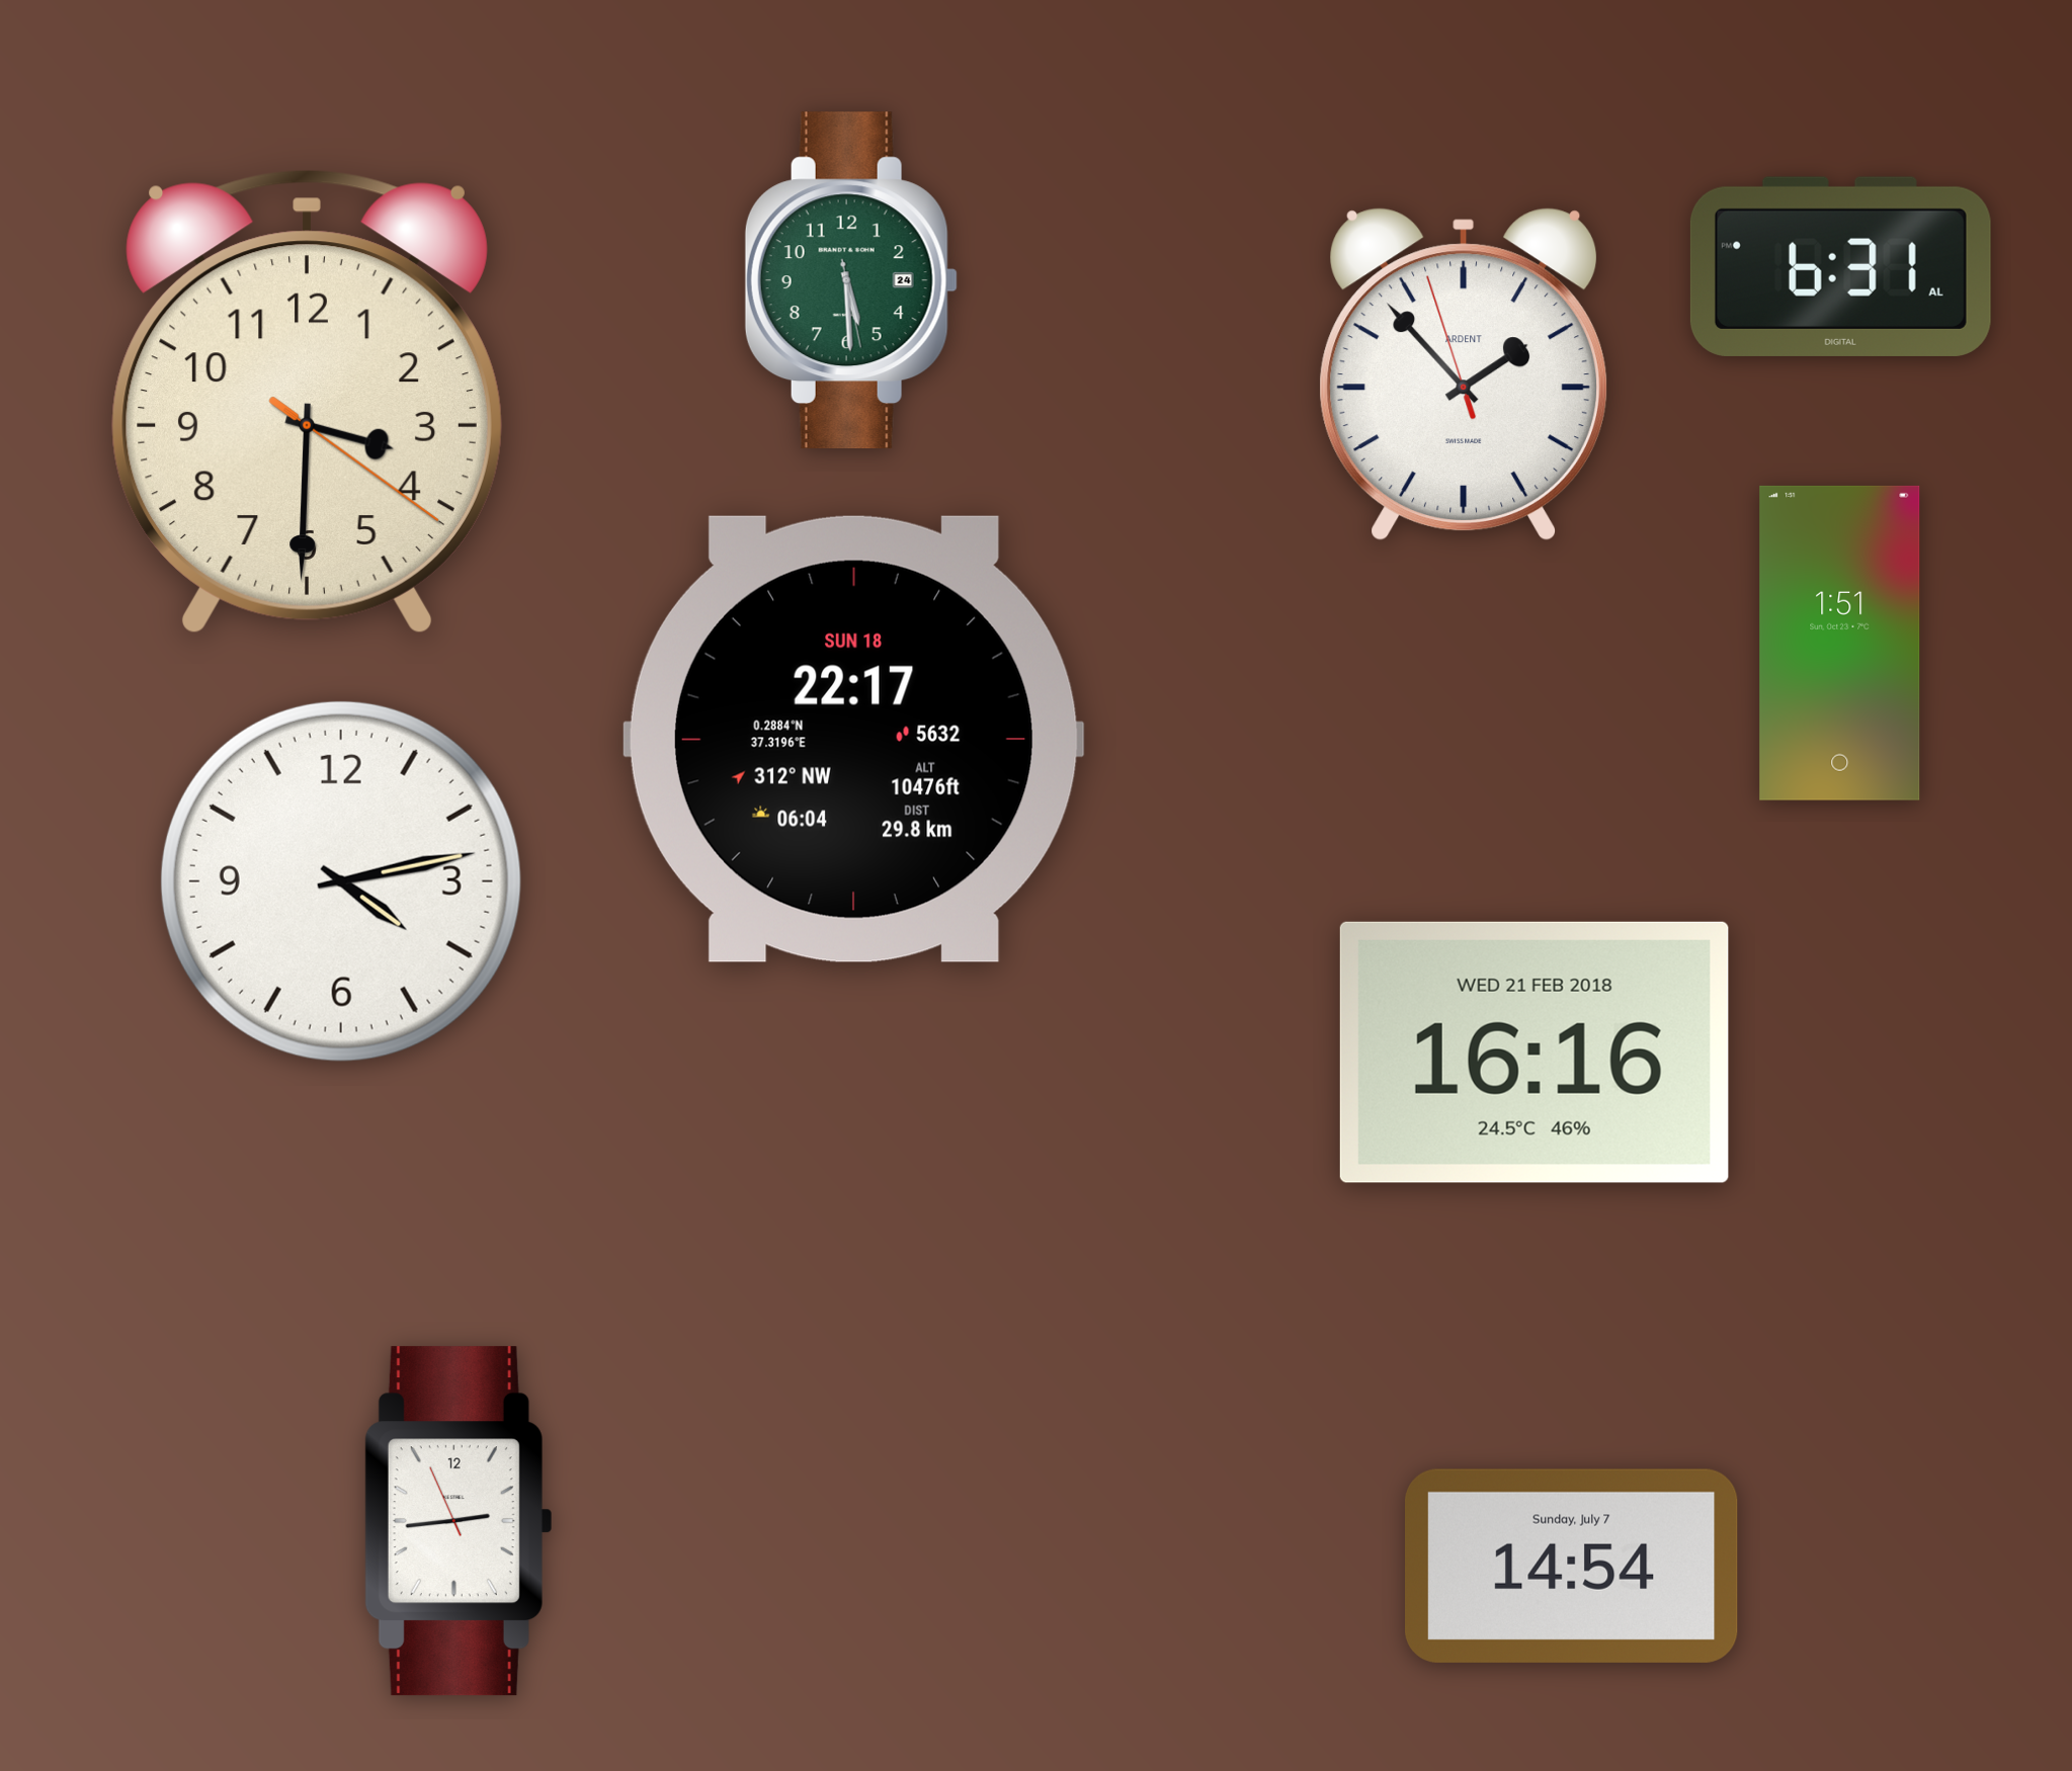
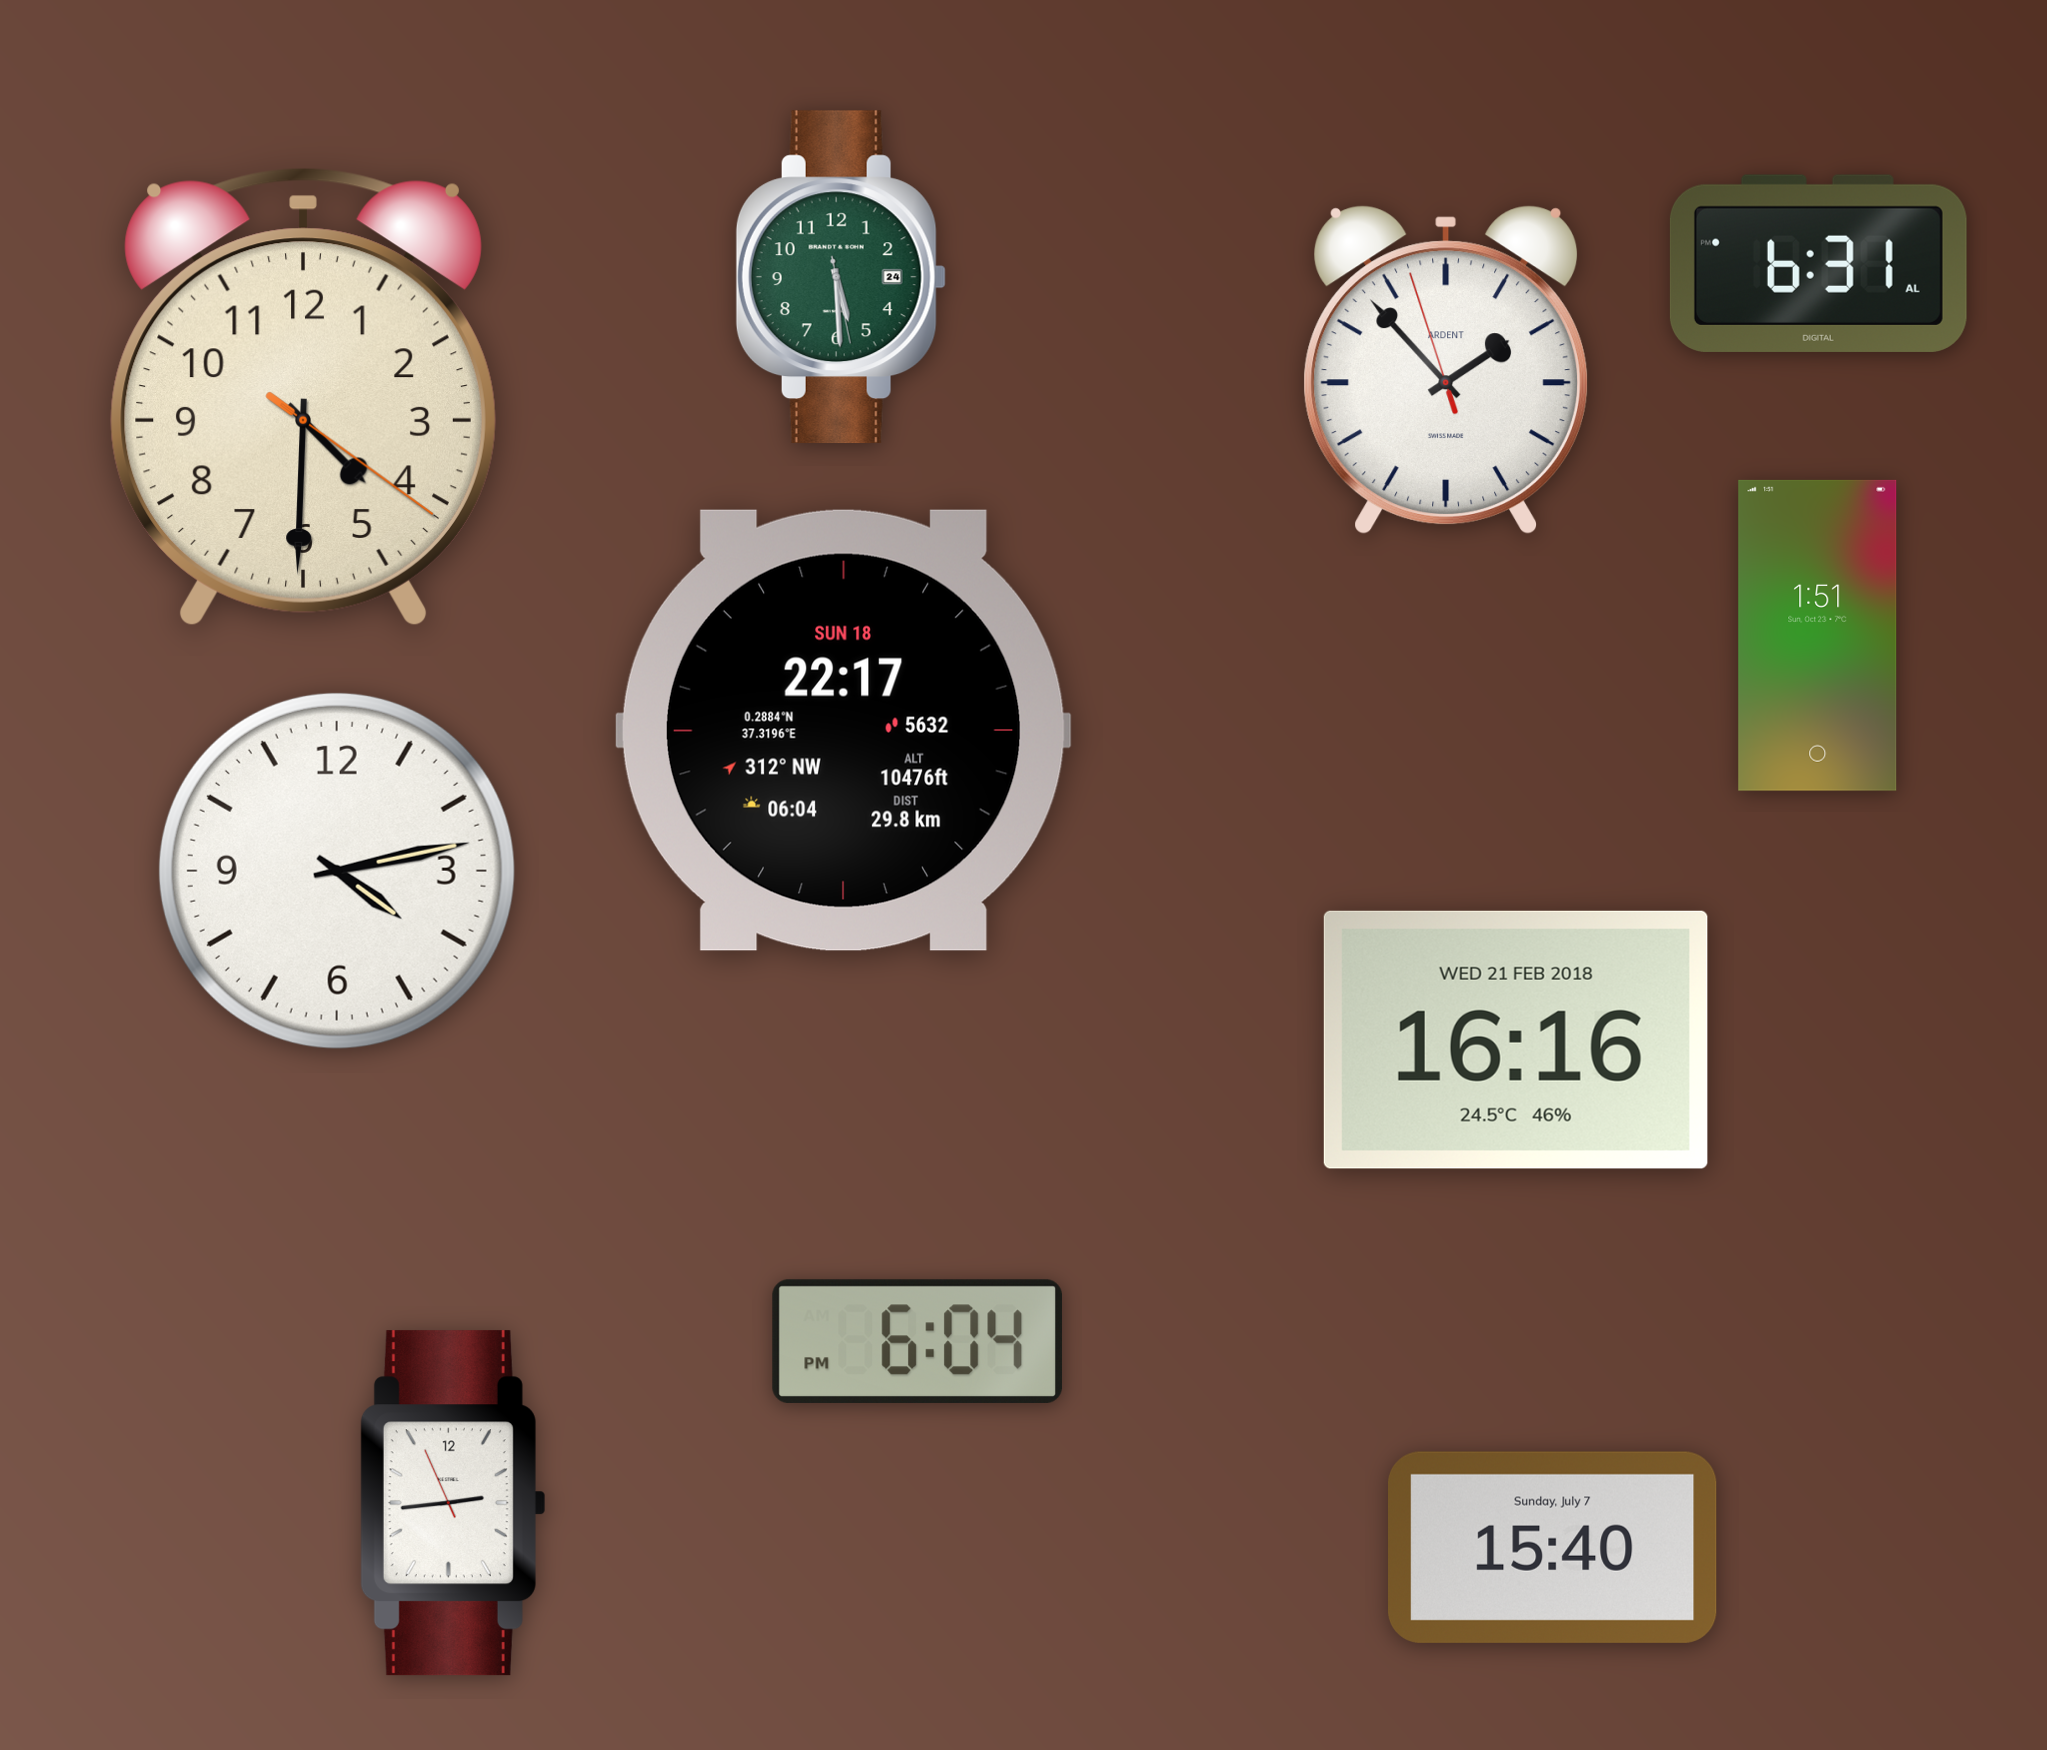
clock at (307, 402): 3:30 -> 4:30
clock at (917, 1341): none -> 6:04
clock at (1572, 1566): 14:54 -> 15:40
